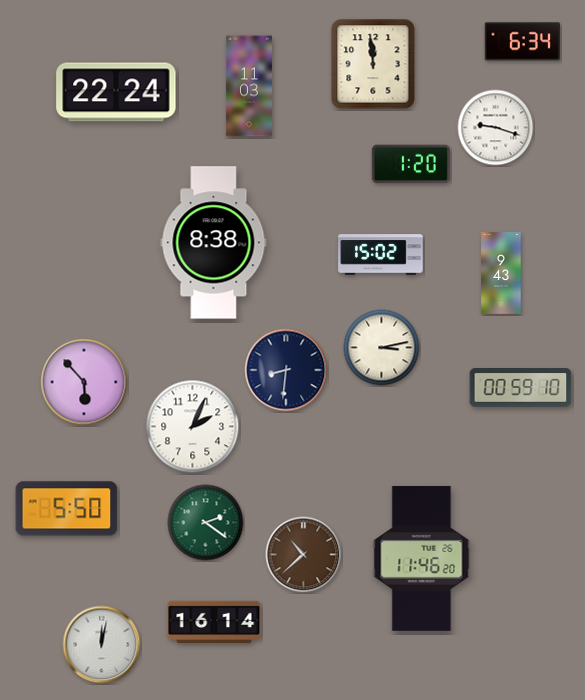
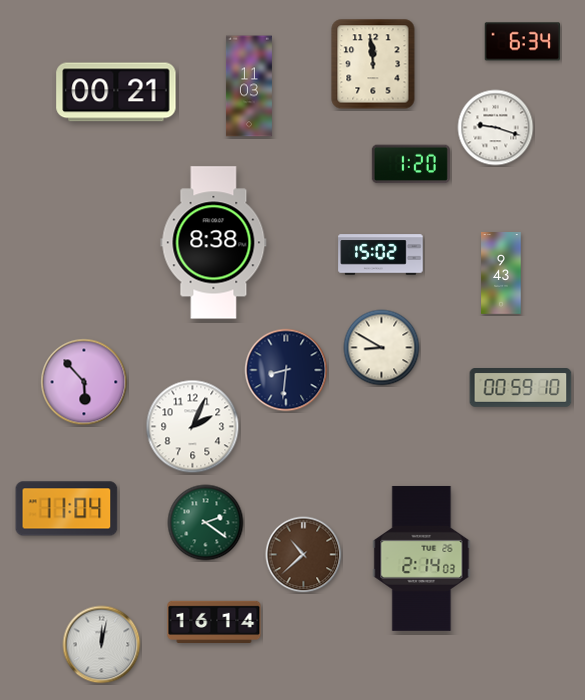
clock at (116, 92): 22:24 -> 00:21
clock at (382, 348): 3:13 -> 8:50
clock at (67, 509): 5:50 -> 11:04
clock at (422, 558): 11:46 -> 2:14
